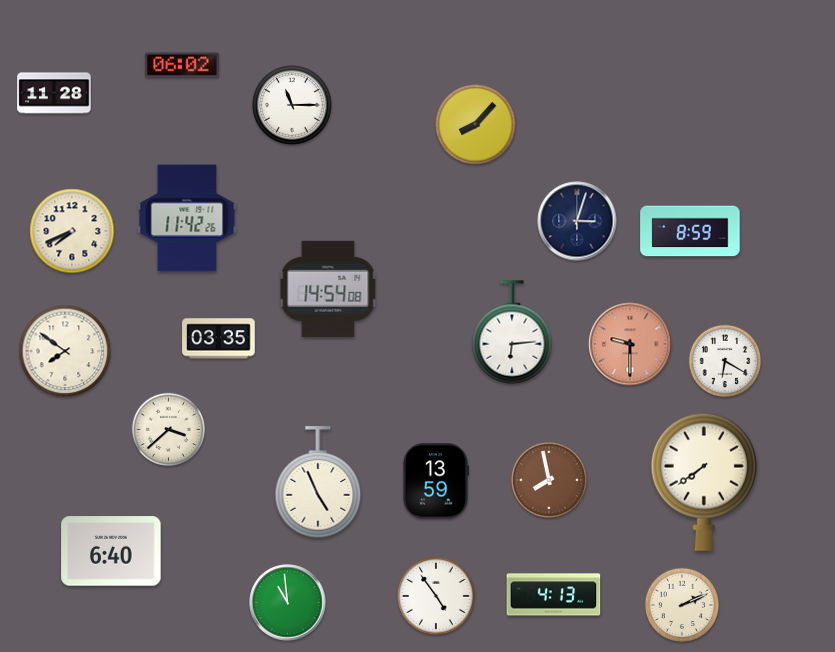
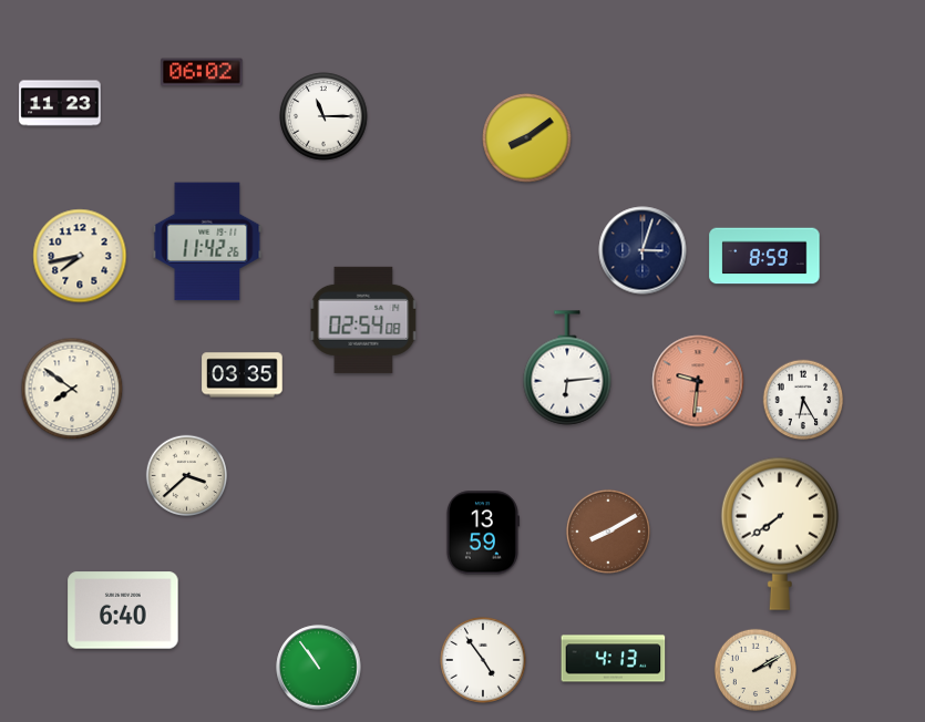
clock at (54, 93): 11:28 -> 11:23
clock at (476, 125): 8:07 -> 8:09
clock at (577, 221) position: (577, 221) -> (643, 250)
clock at (72, 231): 7:41 -> 7:43
clock at (328, 289): 14:54 -> 02:54
clock at (630, 344): 9:30 -> 9:31
clock at (725, 361): 6:20 -> 6:25
clock at (549, 480): 7:58 -> 8:10
clock at (318, 483): 4:56 -> none
clock at (288, 603): 10:59 -> 10:54
clock at (681, 604): 2:11 -> 2:10
